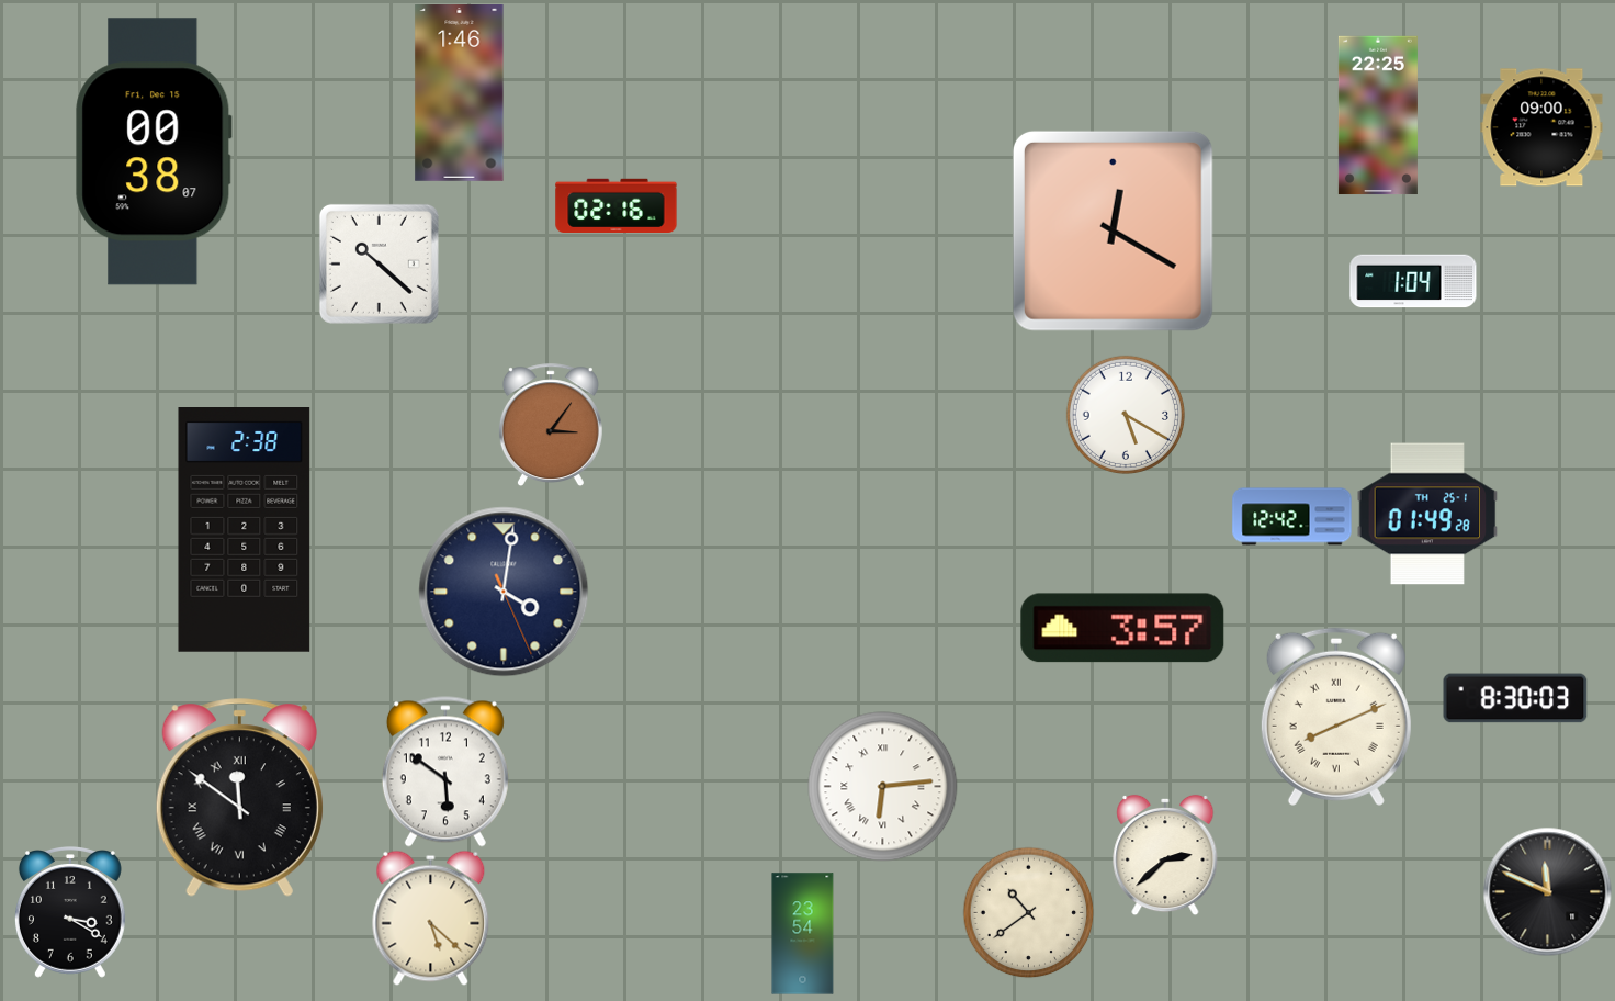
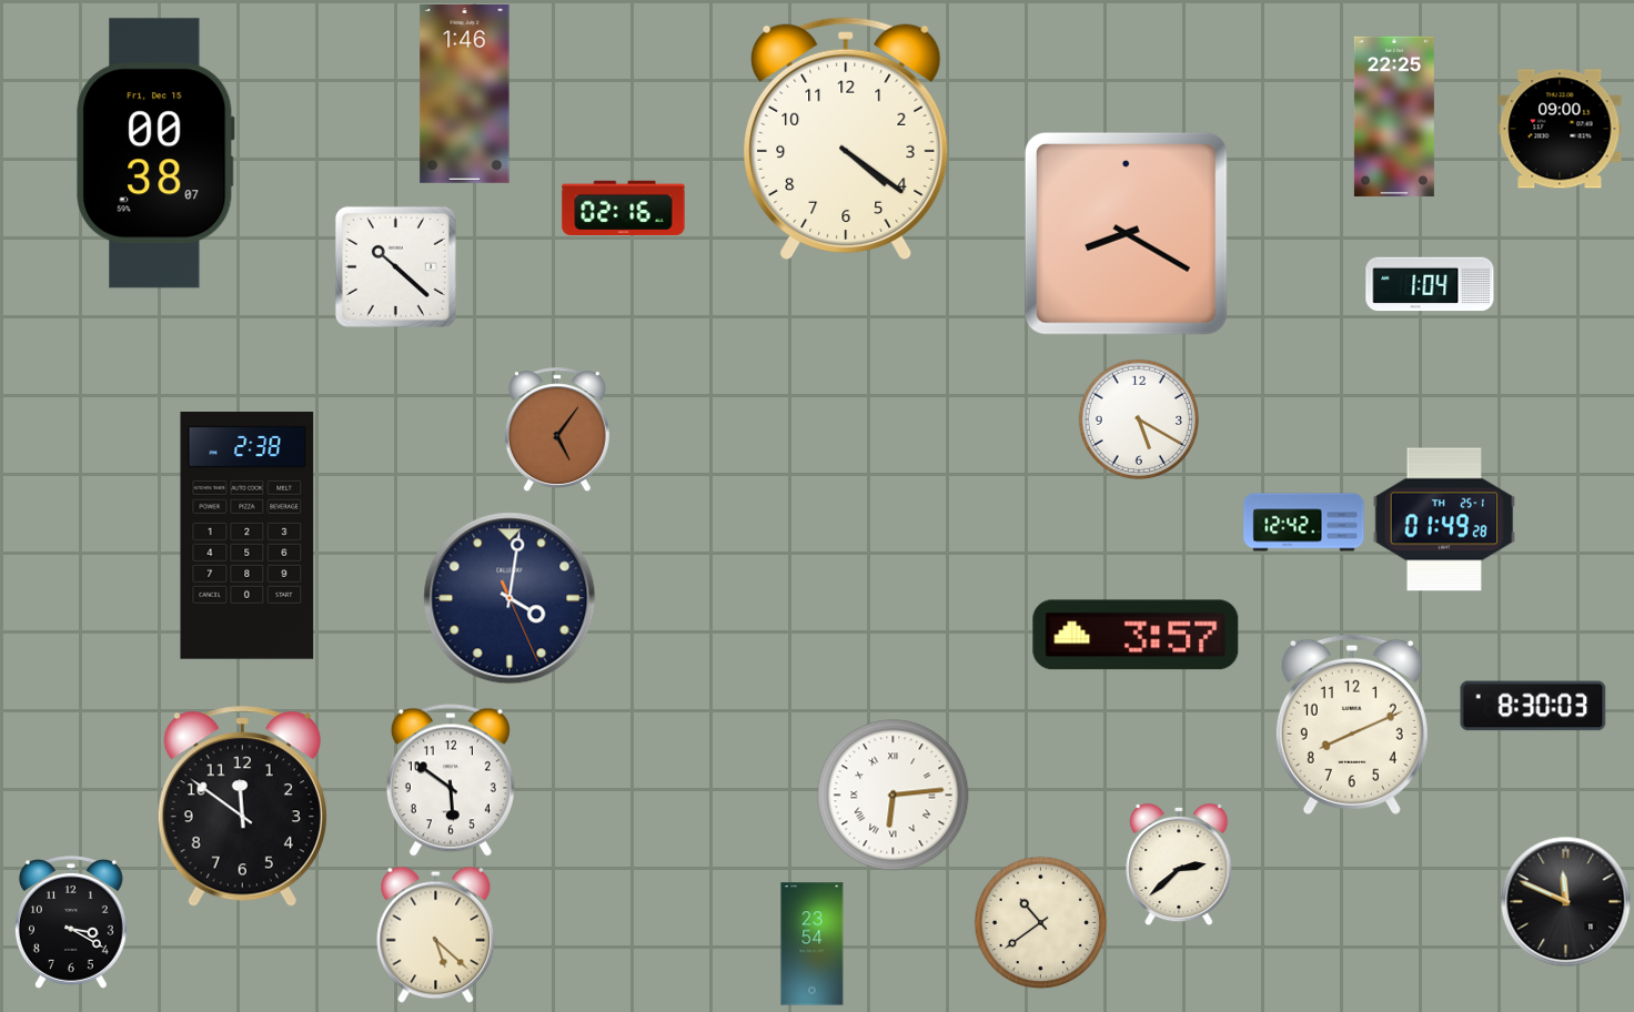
clock at (846, 138): none -> 4:21
clock at (1113, 230): 12:20 -> 8:20
clock at (379, 263) position: (379, 263) -> (395, 266)
clock at (551, 425): 3:06 -> 5:06
clock at (1292, 517) position: (1292, 517) -> (1304, 523)
clock at (1336, 717) numerals: Roman -> Arabic
clock at (239, 798) numerals: Roman -> Arabic
clock at (431, 918) position: (431, 918) -> (436, 934)
